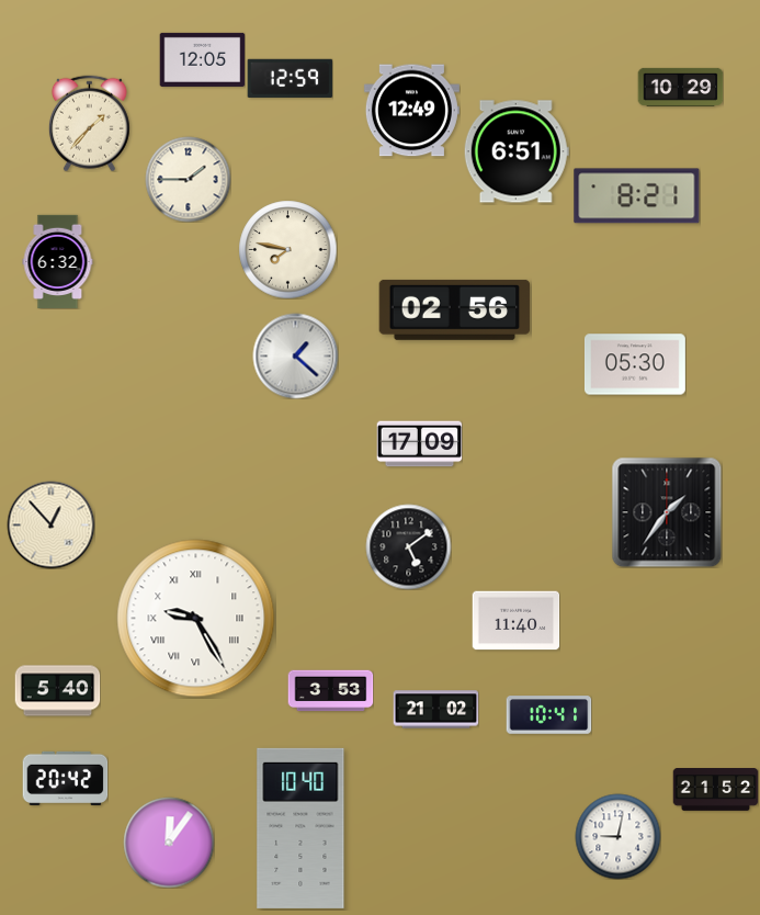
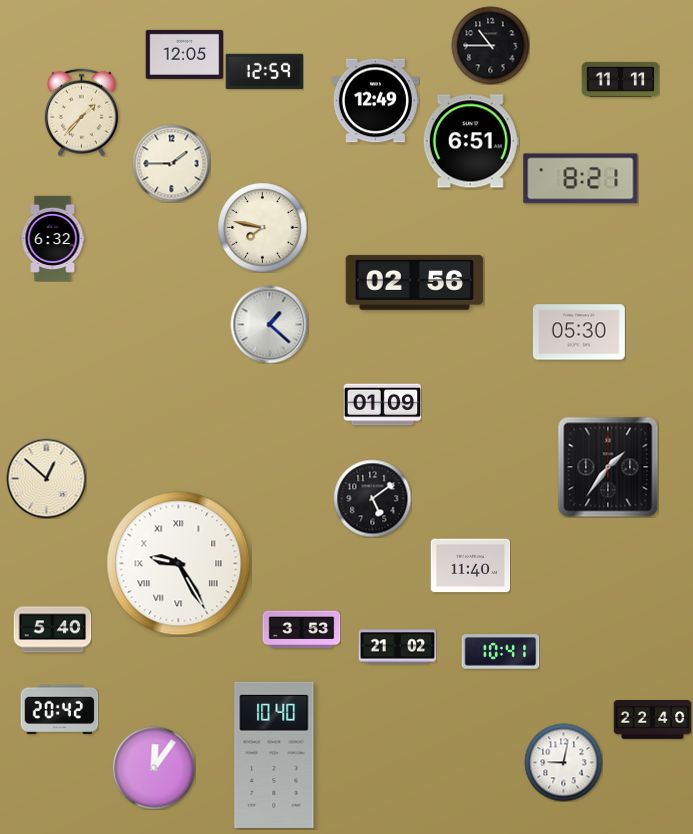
clock at (490, 45): none -> 10:45
clock at (680, 87): 10:29 -> 11:11
clock at (517, 151) position: (517, 151) -> (471, 141)
clock at (419, 444): 17:09 -> 01:09
clock at (50, 524): 12:53 -> 12:52
clock at (715, 790): 21:52 -> 22:40
